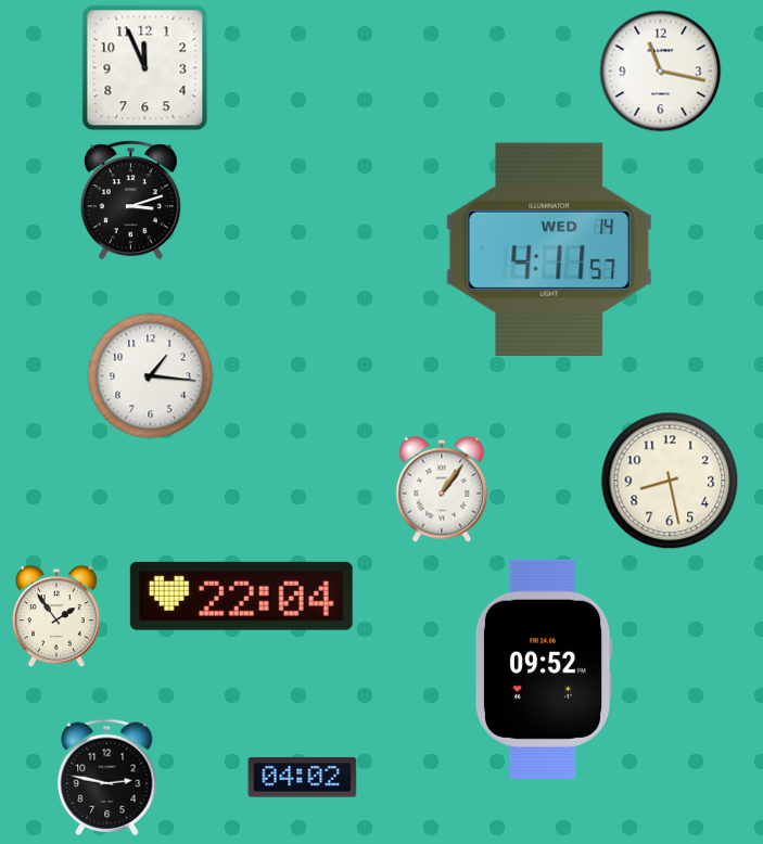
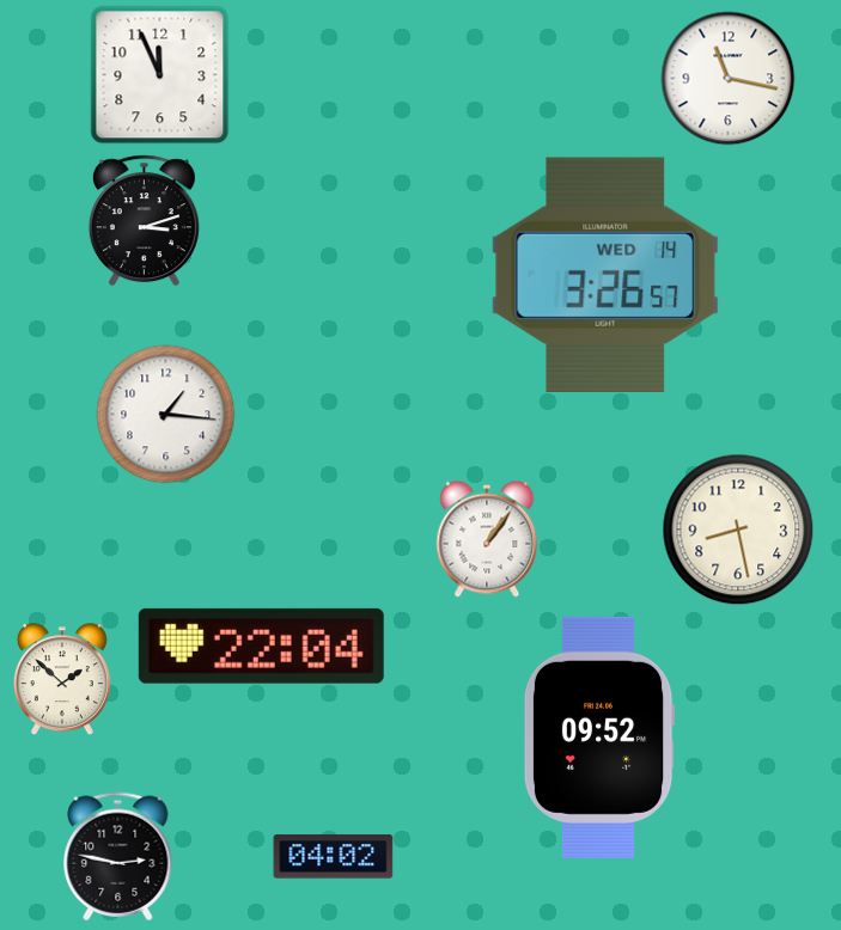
clock at (549, 250): 4:11 -> 3:26
clock at (241, 596) position: (241, 596) -> (261, 646)
clock at (56, 617): 1:54 -> 1:52
